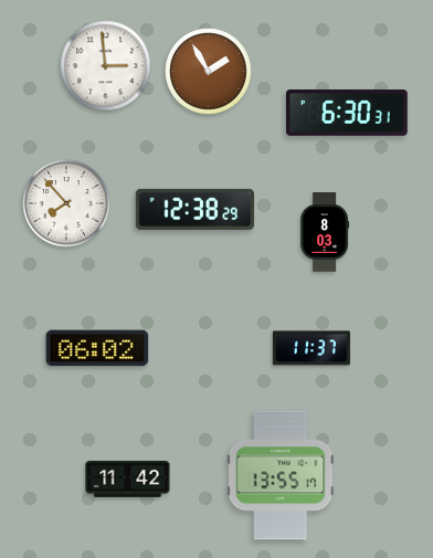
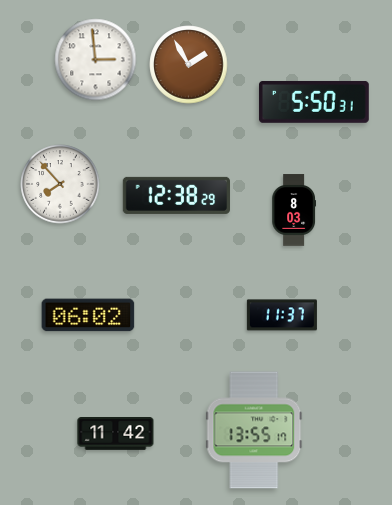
clock at (347, 113): 6:30 -> 5:50
clock at (194, 209) position: (194, 209) -> (176, 195)
